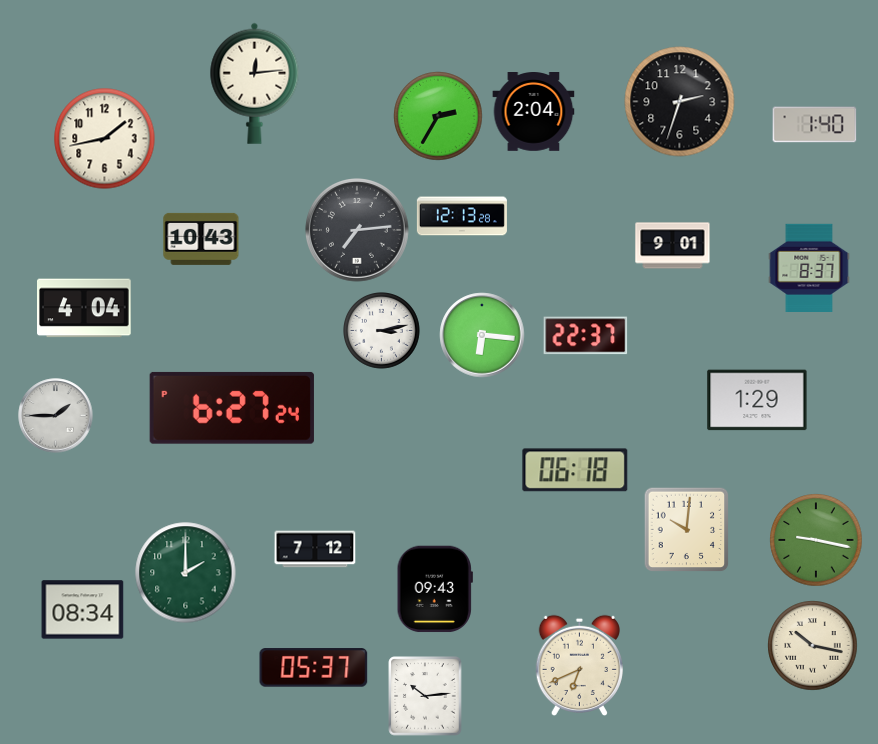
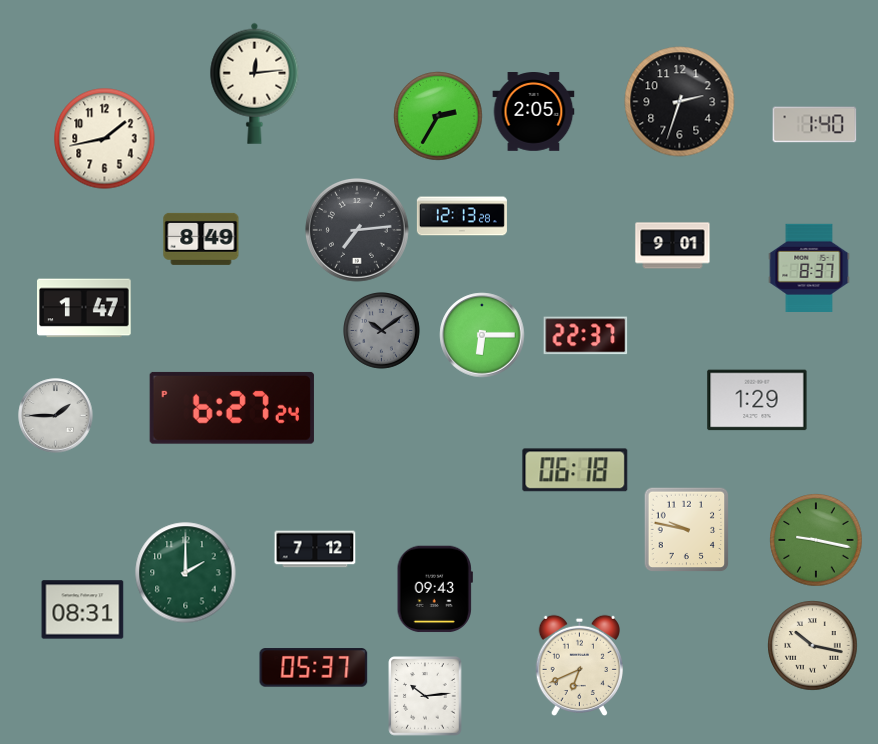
clock at (534, 112): 2:04 -> 2:05
clock at (201, 239): 10:43 -> 8:49
clock at (85, 308): 4:04 -> 1:47
clock at (382, 331): 3:13 -> 10:09
clock at (382, 331) dial: white -> grey
clock at (482, 335): 6:16 -> 6:15
clock at (687, 530): 10:01 -> 9:47
clock at (83, 610): 08:34 -> 08:31
